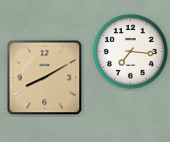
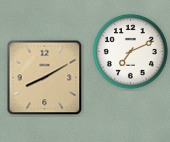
clock at (131, 52): 7:16 -> 7:11
